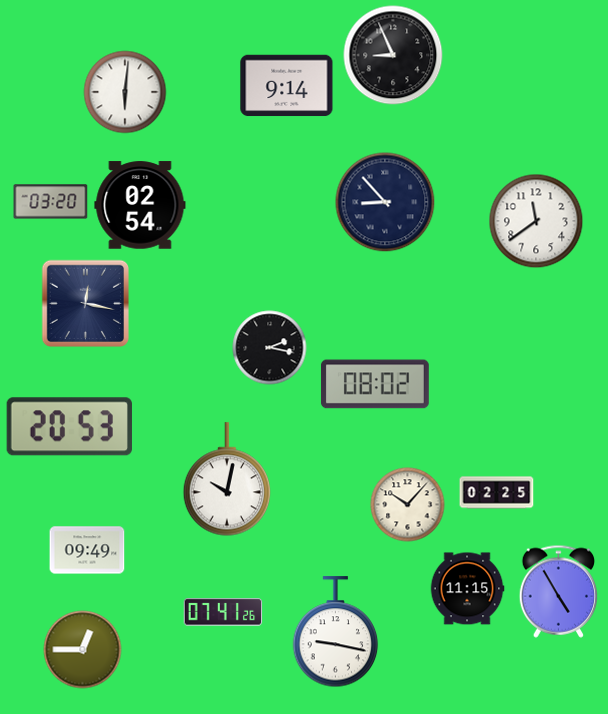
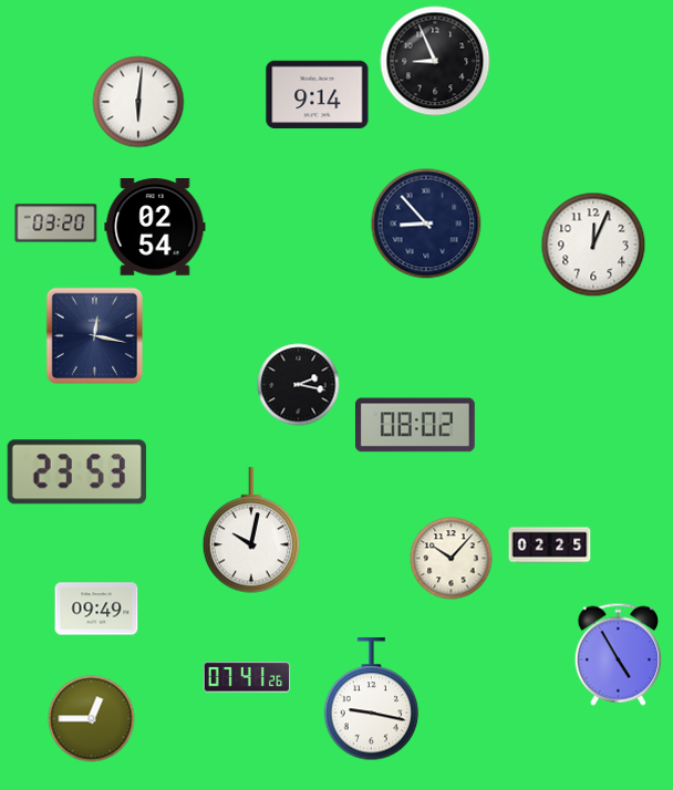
clock at (536, 221): 11:39 -> 12:04
clock at (69, 427): 20:53 -> 23:53
clock at (467, 589): 11:15 -> none
